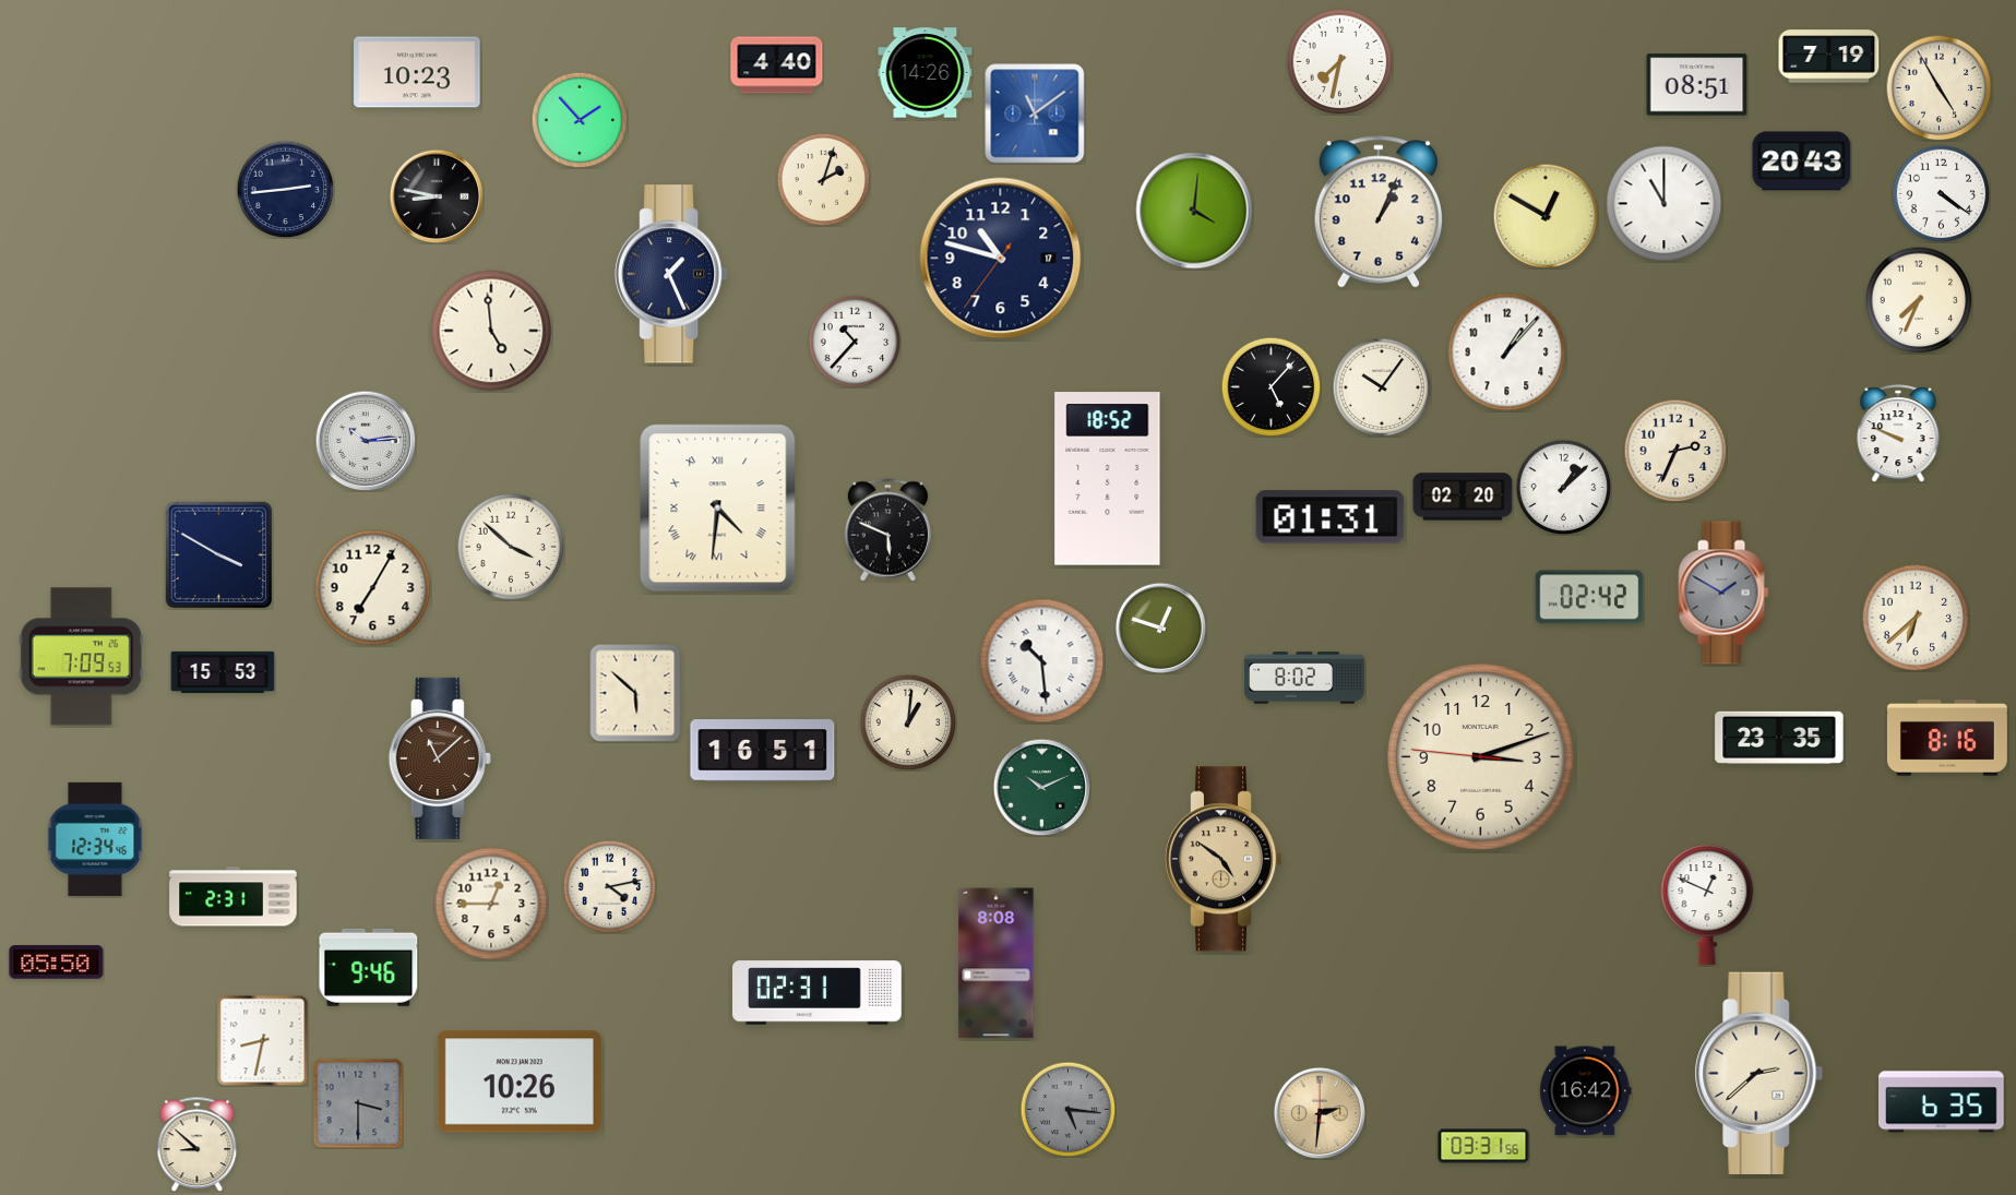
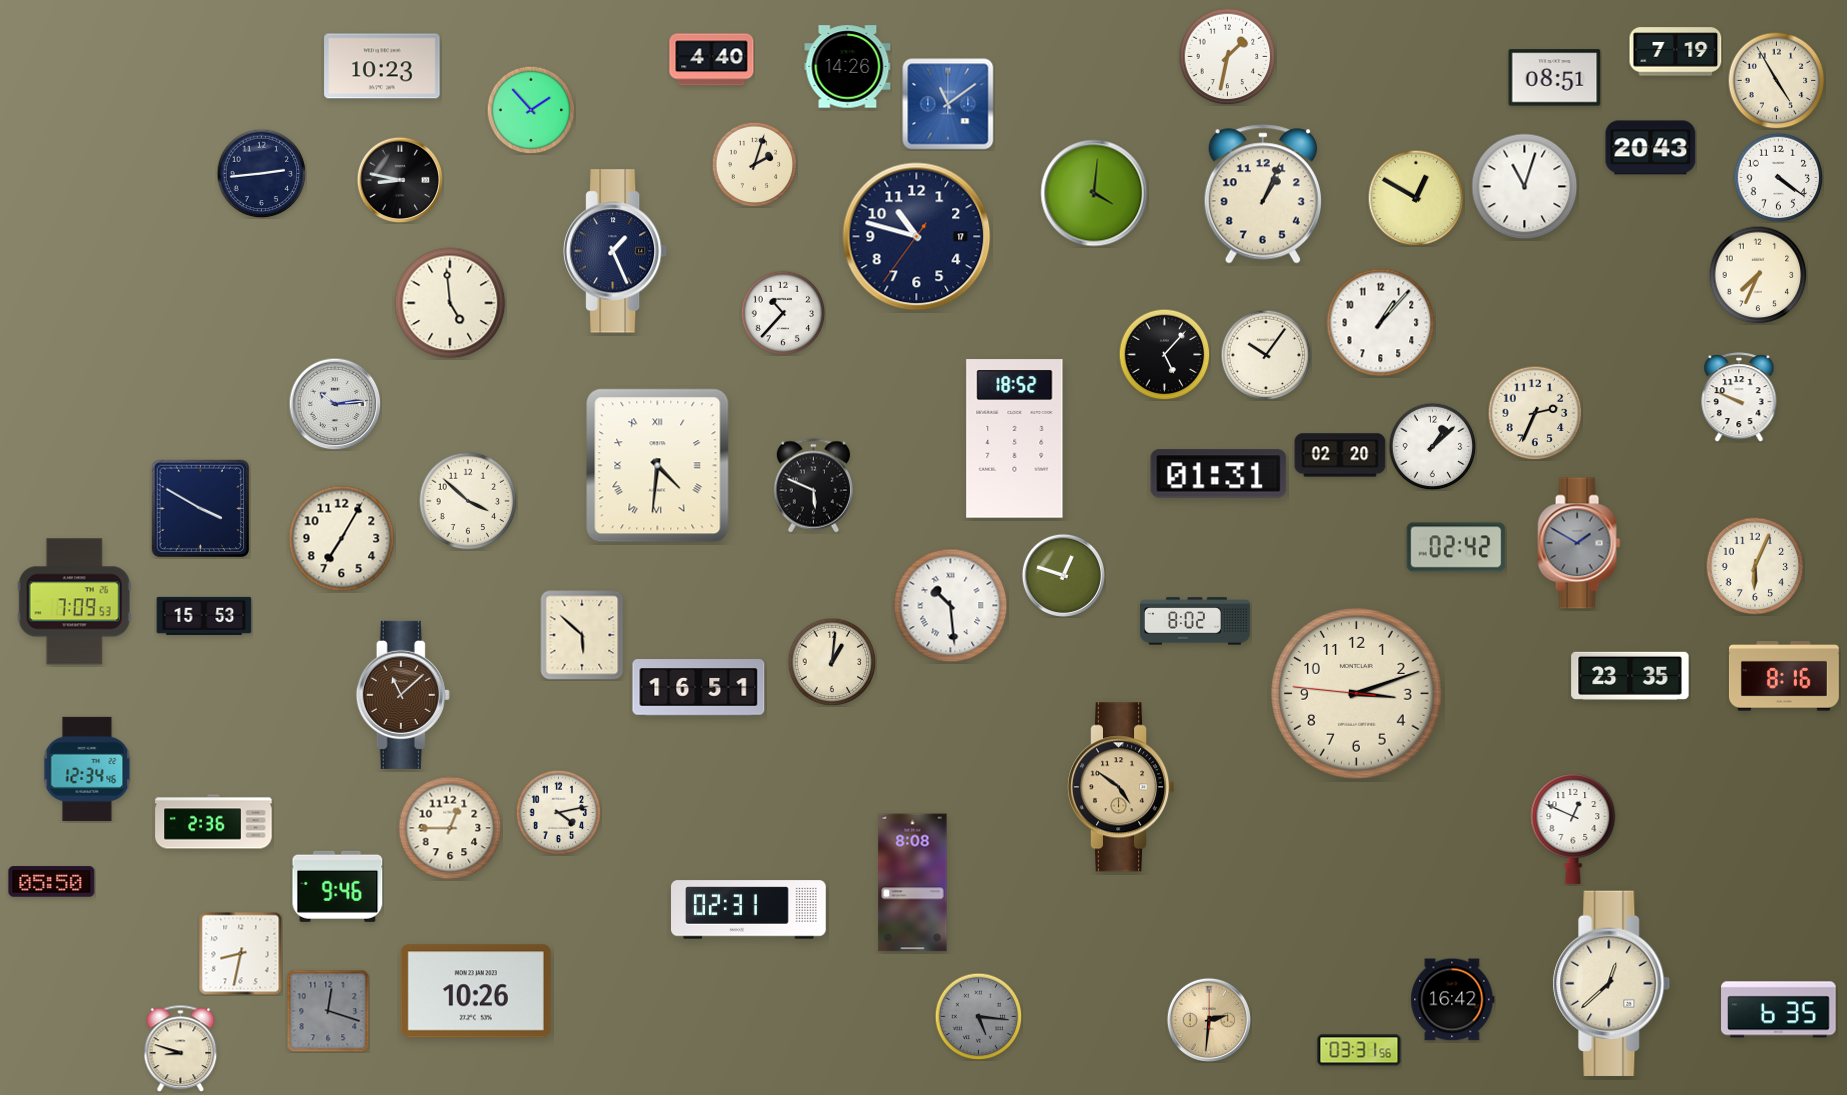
clock at (1339, 61): 7:32 -> 1:32
clock at (1665, 204): 11:00 -> 11:03
clock at (1916, 618): 6:38 -> 6:04
clock at (1042, 661) position: (1042, 661) -> (951, 606)
clock at (1041, 787): 10:11 -> none
clock at (234, 897): 2:31 -> 2:36
clock at (1707, 905) position: (1707, 905) -> (1573, 829)
clock at (1759, 1073): 2:38 -> 12:38
clock at (358, 1103): 3:30 -> 12:18
clock at (198, 1144): 8:52 -> 8:48
